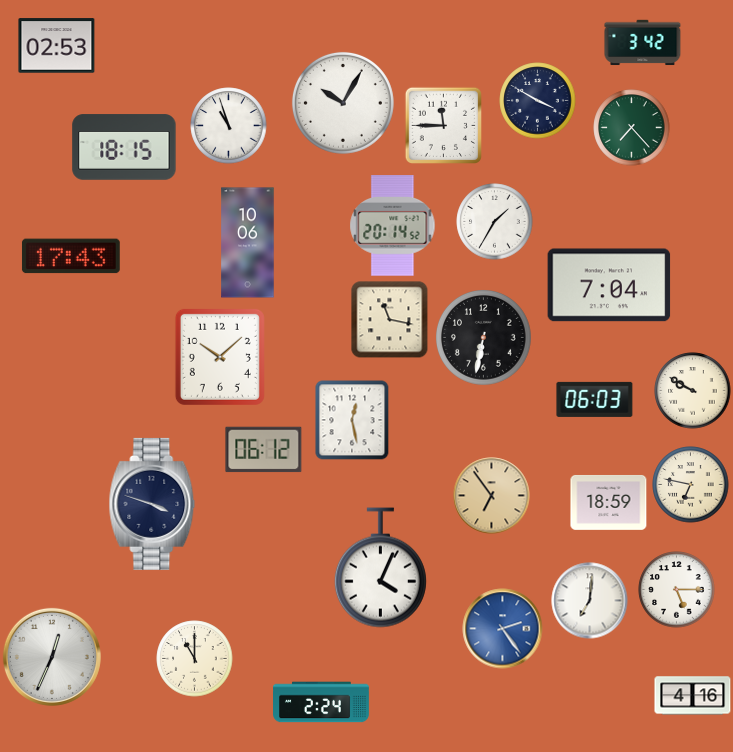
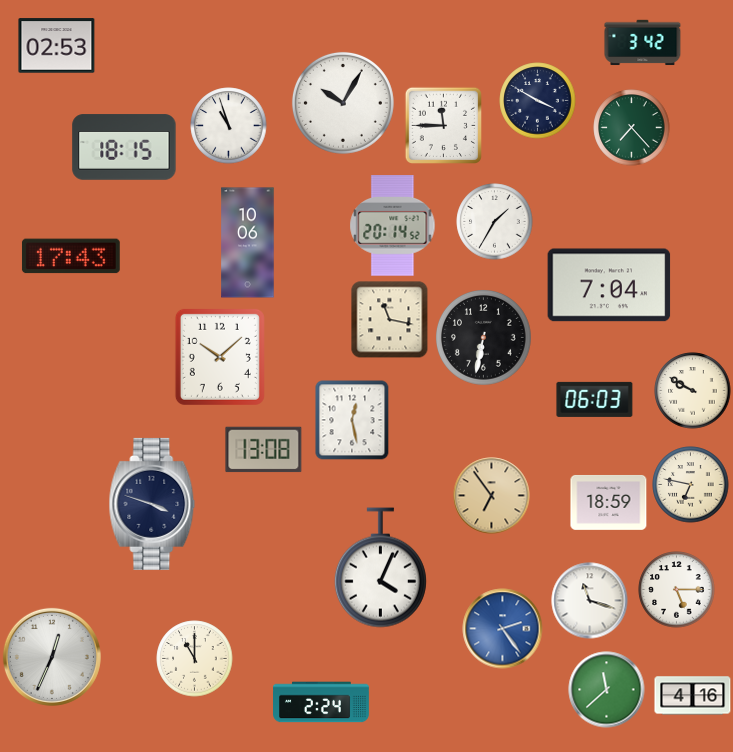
clock at (264, 450): 06:12 -> 13:08
clock at (590, 601): 7:01 -> 11:18
clock at (607, 690): none -> 11:38
